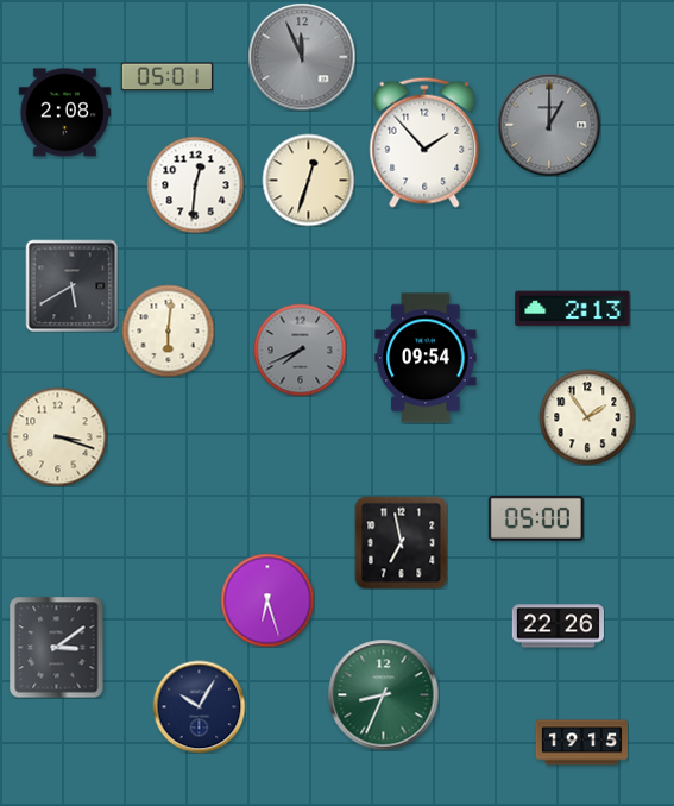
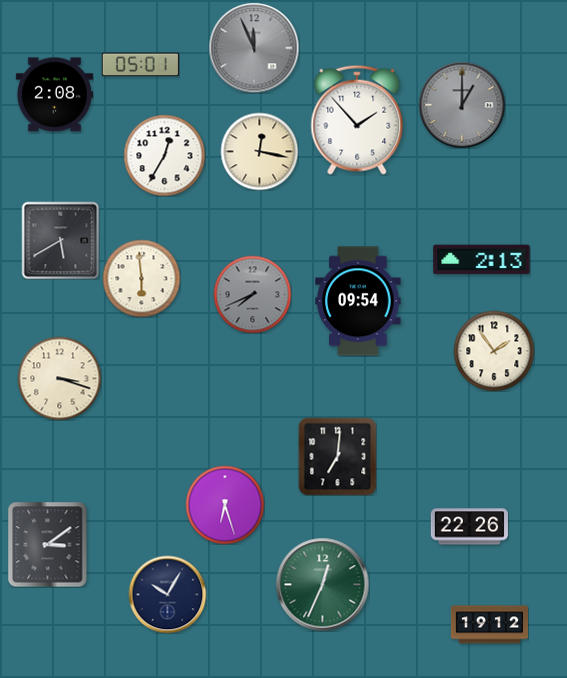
clock at (308, 180): 12:33 -> 12:17
clock at (195, 184): 12:31 -> 12:35
clock at (168, 330): 6:01 -> 5:59
clock at (57, 436) position: (57, 436) -> (59, 378)
clock at (536, 518): 05:00 -> none
clock at (401, 542): 6:58 -> 7:01
clock at (383, 694): 8:34 -> 12:34
clock at (581, 743): 19:15 -> 19:12
